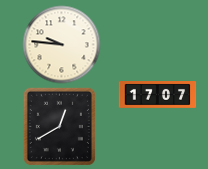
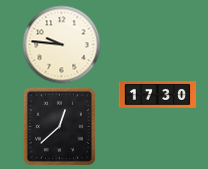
clock at (157, 95): 17:07 -> 17:30
clock at (59, 126): 12:40 -> 12:38
